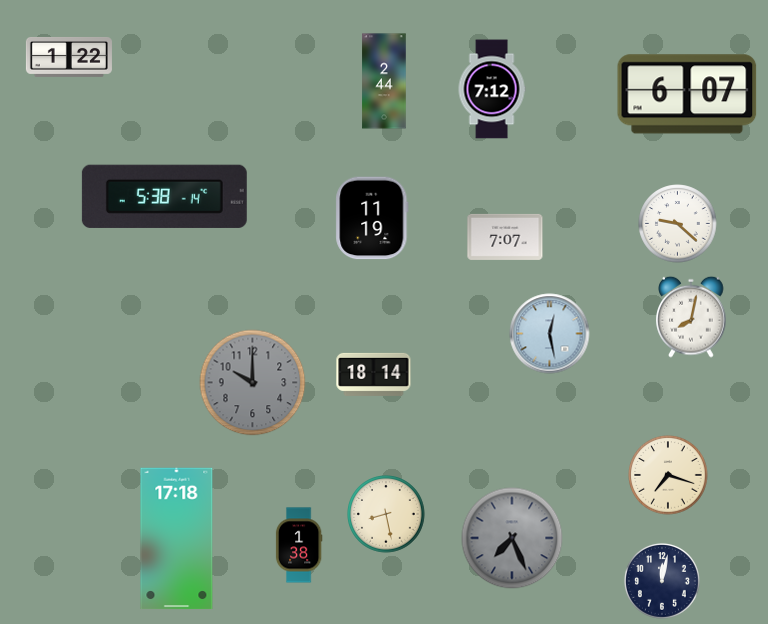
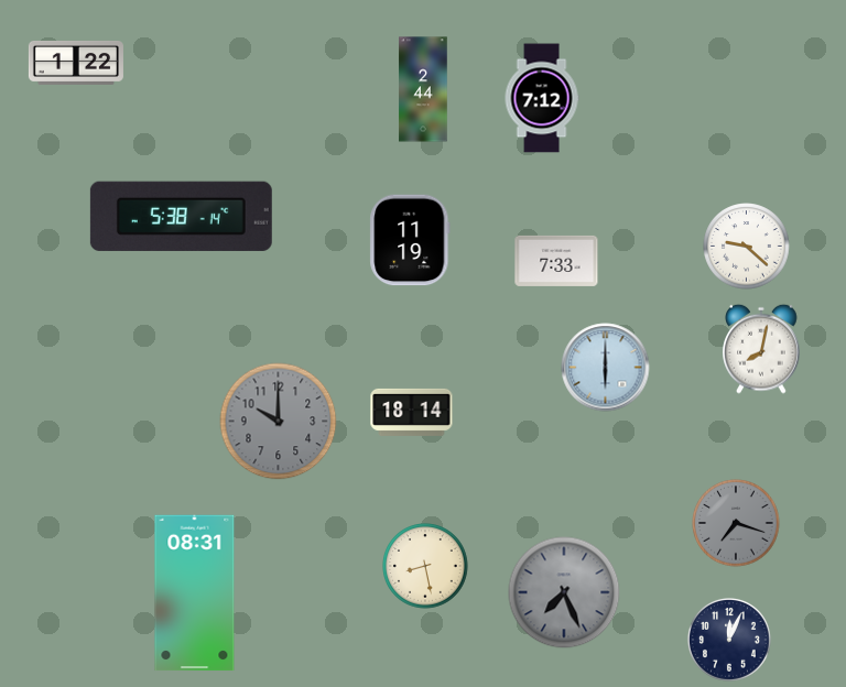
clock at (687, 94): 6:07 -> none
clock at (505, 237): 7:07 -> 7:33
clock at (550, 334): 12:28 -> 6:00
clock at (668, 475) dial: cream -> grey
clock at (177, 539): 17:18 -> 08:31
clock at (299, 545): 1:38 -> none
clock at (662, 581): 12:02 -> 12:04
